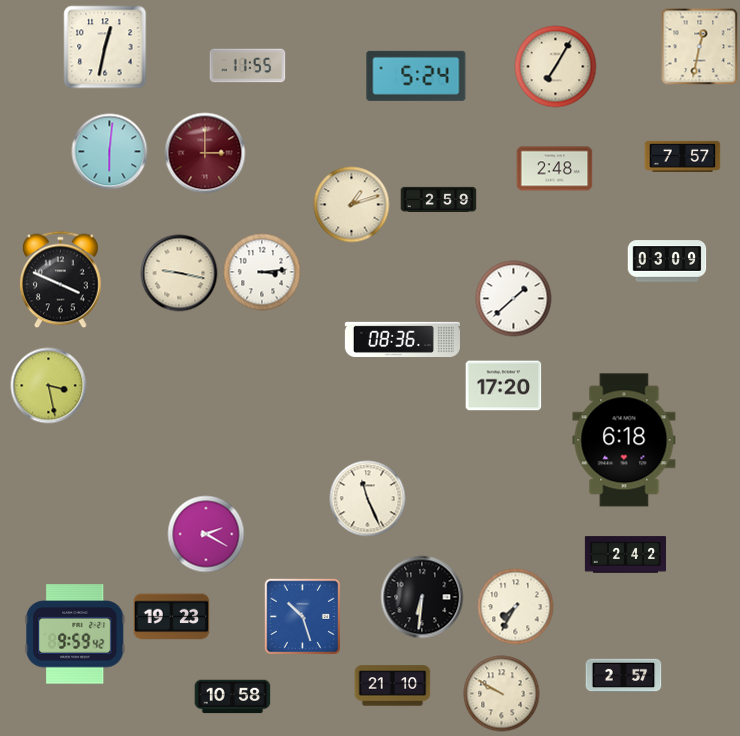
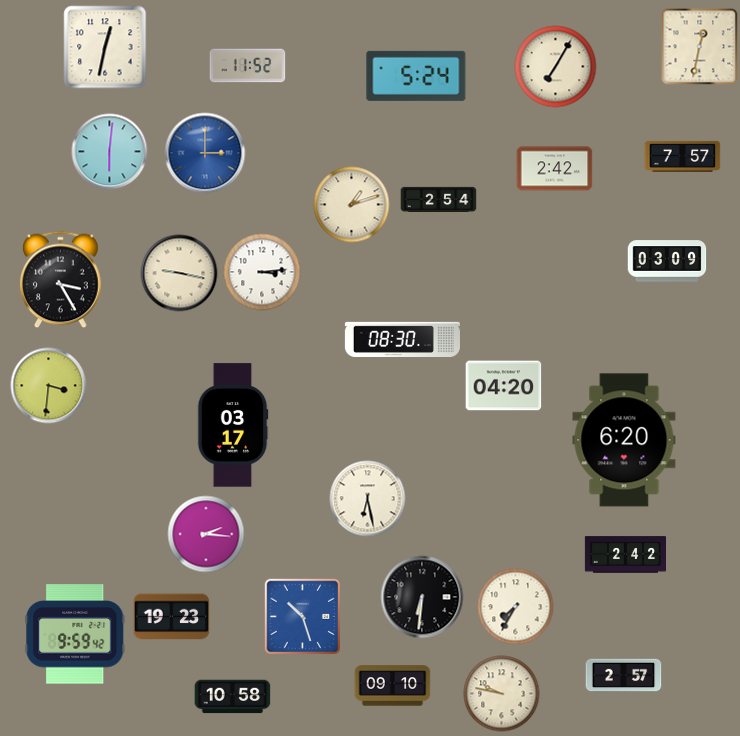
clock at (248, 66): 11:55 -> 11:52
clock at (205, 153) dial: burgundy -> blue
clock at (555, 169): 2:48 -> 2:42
clock at (439, 199): 2:59 -> 2:54
clock at (61, 280): 3:49 -> 3:25
clock at (514, 299): 1:38 -> none
clock at (402, 339): 08:36 -> 08:30
clock at (49, 386): 3:28 -> 3:31
clock at (504, 386): 17:20 -> 04:20
clock at (233, 425): none -> 03:17
clock at (624, 440): 6:18 -> 6:20
clock at (368, 499): 11:26 -> 6:28
clock at (206, 534): 2:20 -> 2:16
clock at (393, 686): 21:10 -> 09:10
clock at (502, 694): 9:50 -> 9:47
